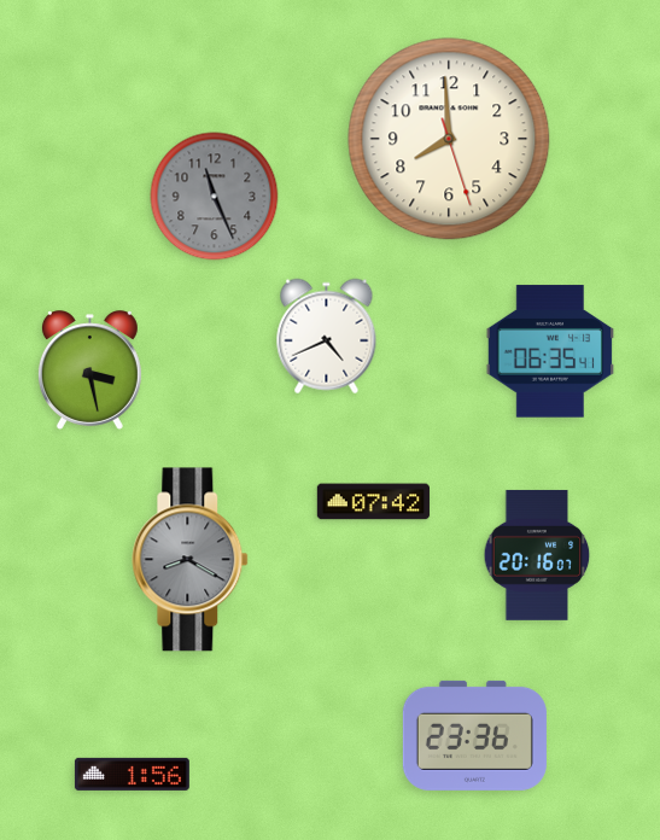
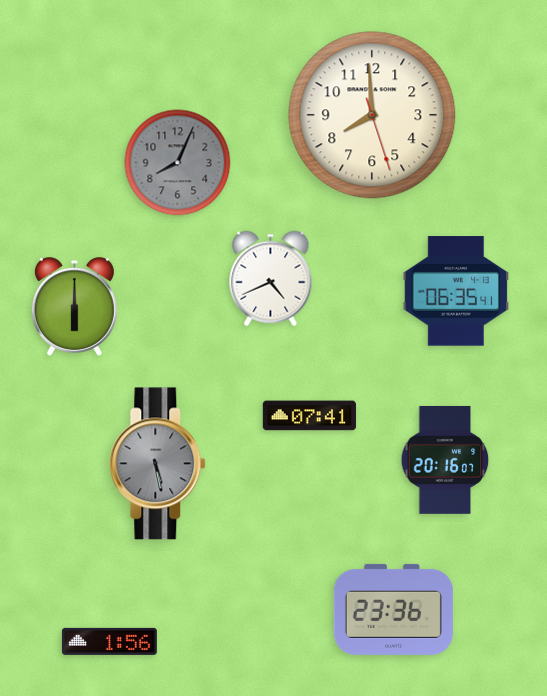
clock at (215, 197): 11:26 -> 8:04
clock at (89, 371): 3:28 -> 6:00
clock at (373, 502): 07:42 -> 07:41
clock at (191, 560): 8:20 -> 5:28
